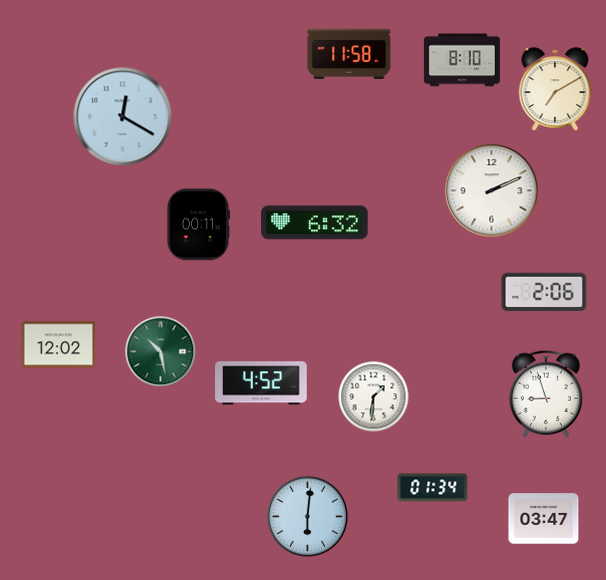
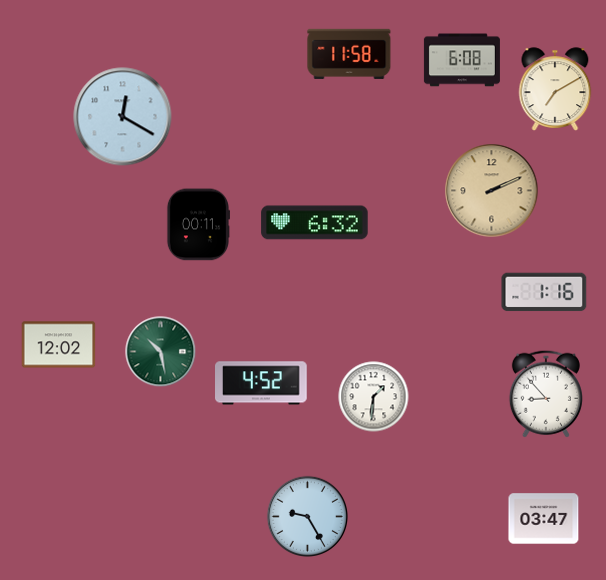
clock at (462, 60): 8:10 -> 6:08
clock at (492, 191) dial: white -> champagne
clock at (544, 292): 2:06 -> 1:16
clock at (546, 394): 8:57 -> 8:53
clock at (433, 488): 01:34 -> none
clock at (307, 516): 6:01 -> 9:25
